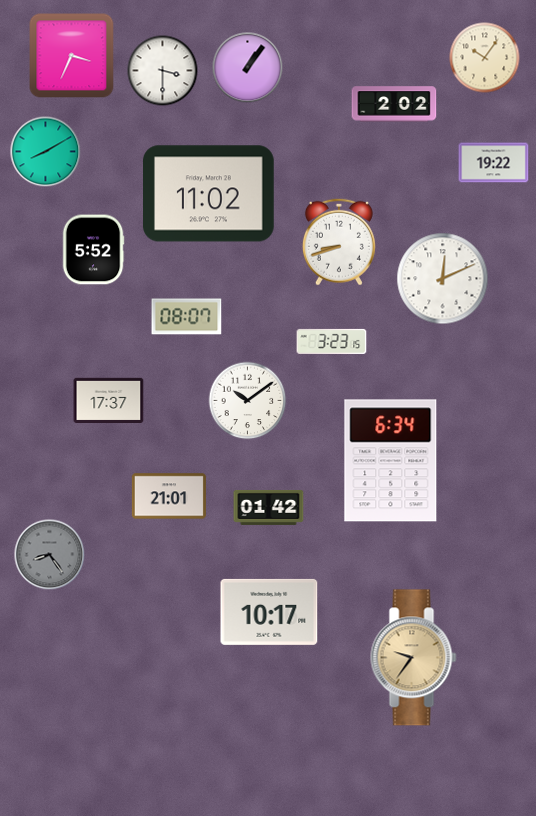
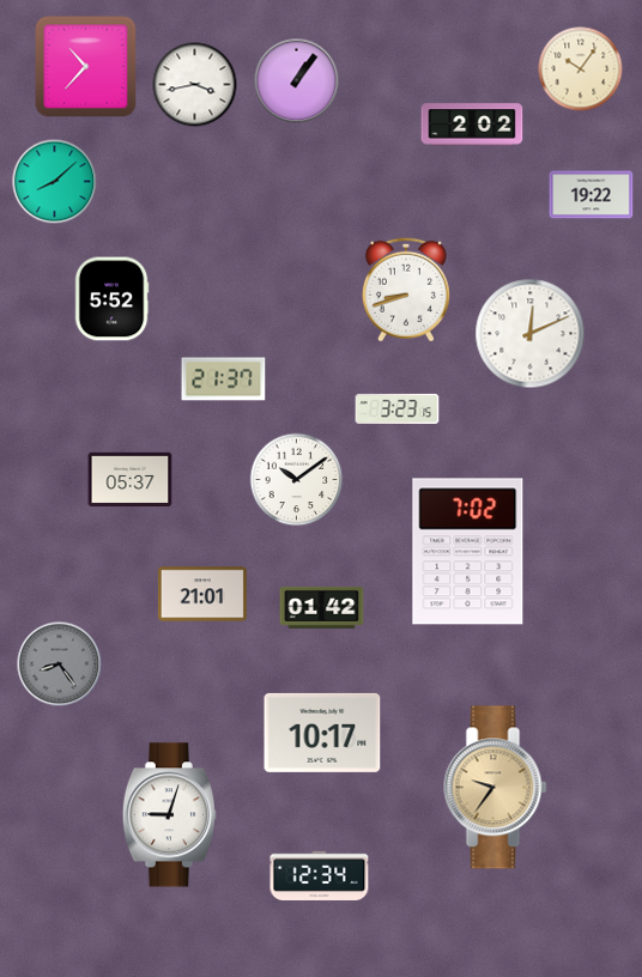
clock at (72, 56): 3:34 -> 10:37
clock at (163, 71): 3:30 -> 3:43
clock at (46, 152): 8:10 -> 8:08
clock at (209, 194): 11:02 -> none
clock at (187, 317): 08:07 -> 21:37
clock at (109, 400): 17:37 -> 05:37
clock at (391, 461): 6:34 -> 7:02
clock at (169, 815): none -> 9:03
clock at (320, 875): none -> 12:34
